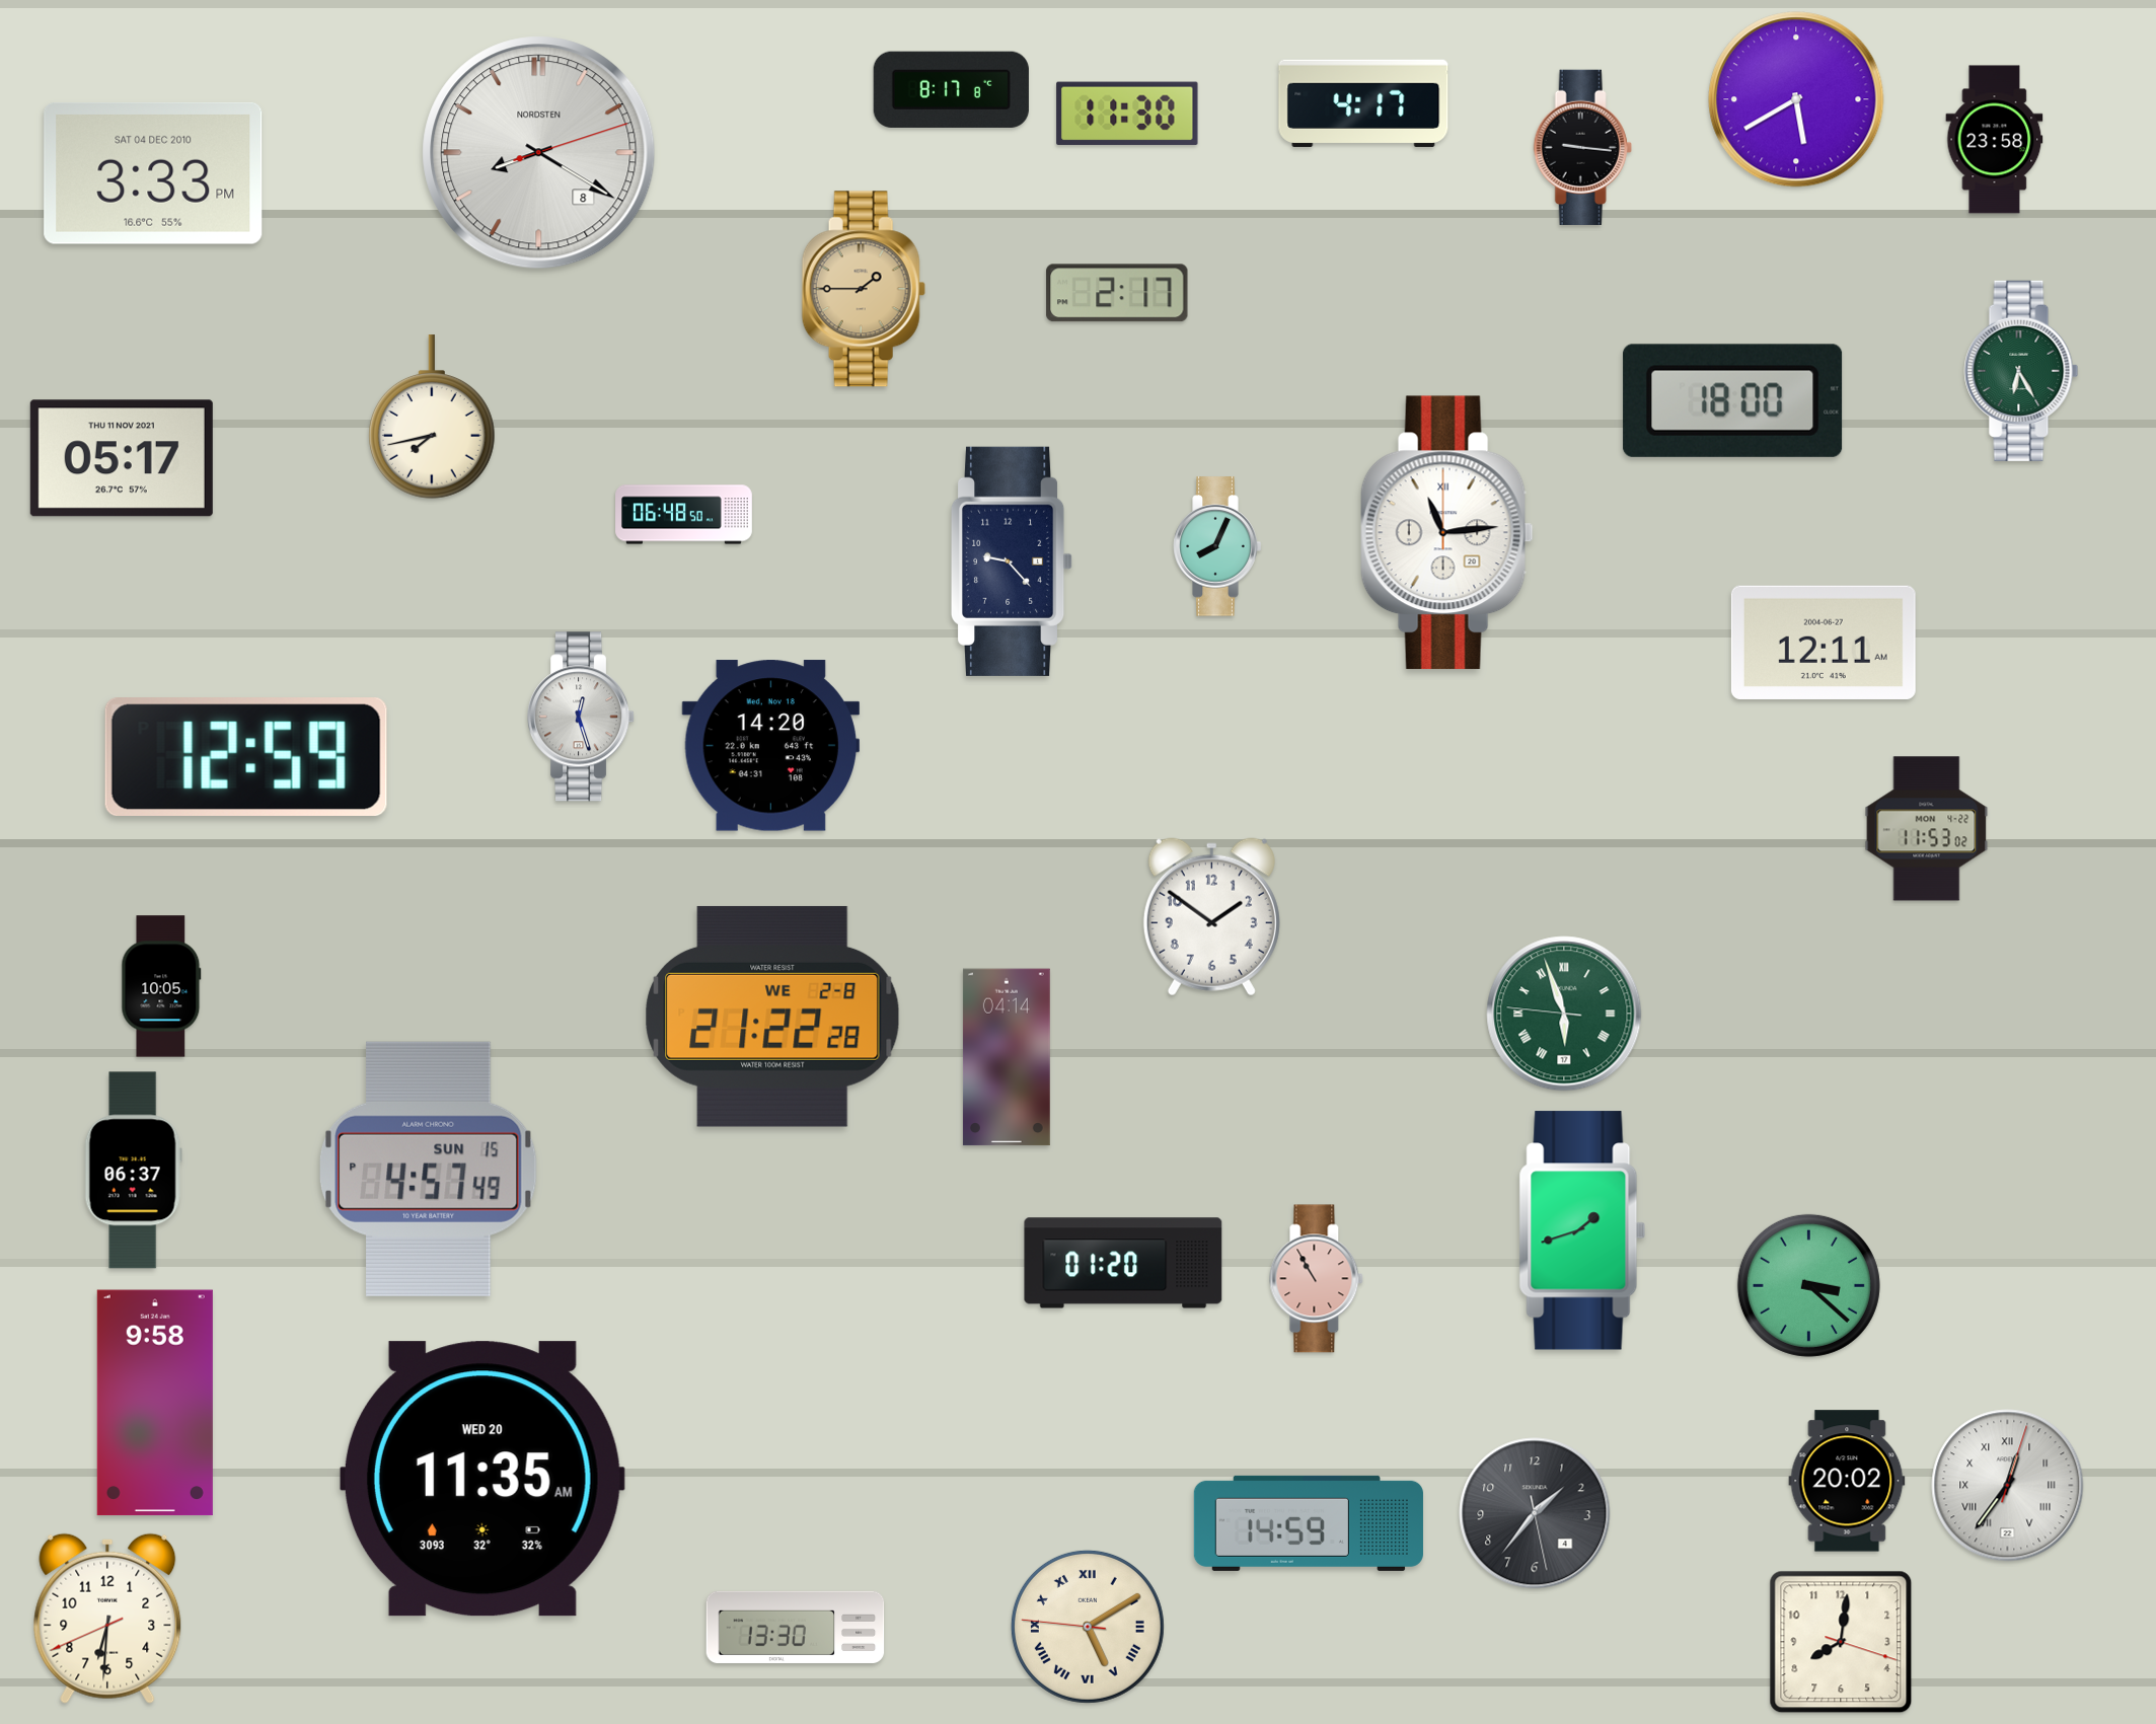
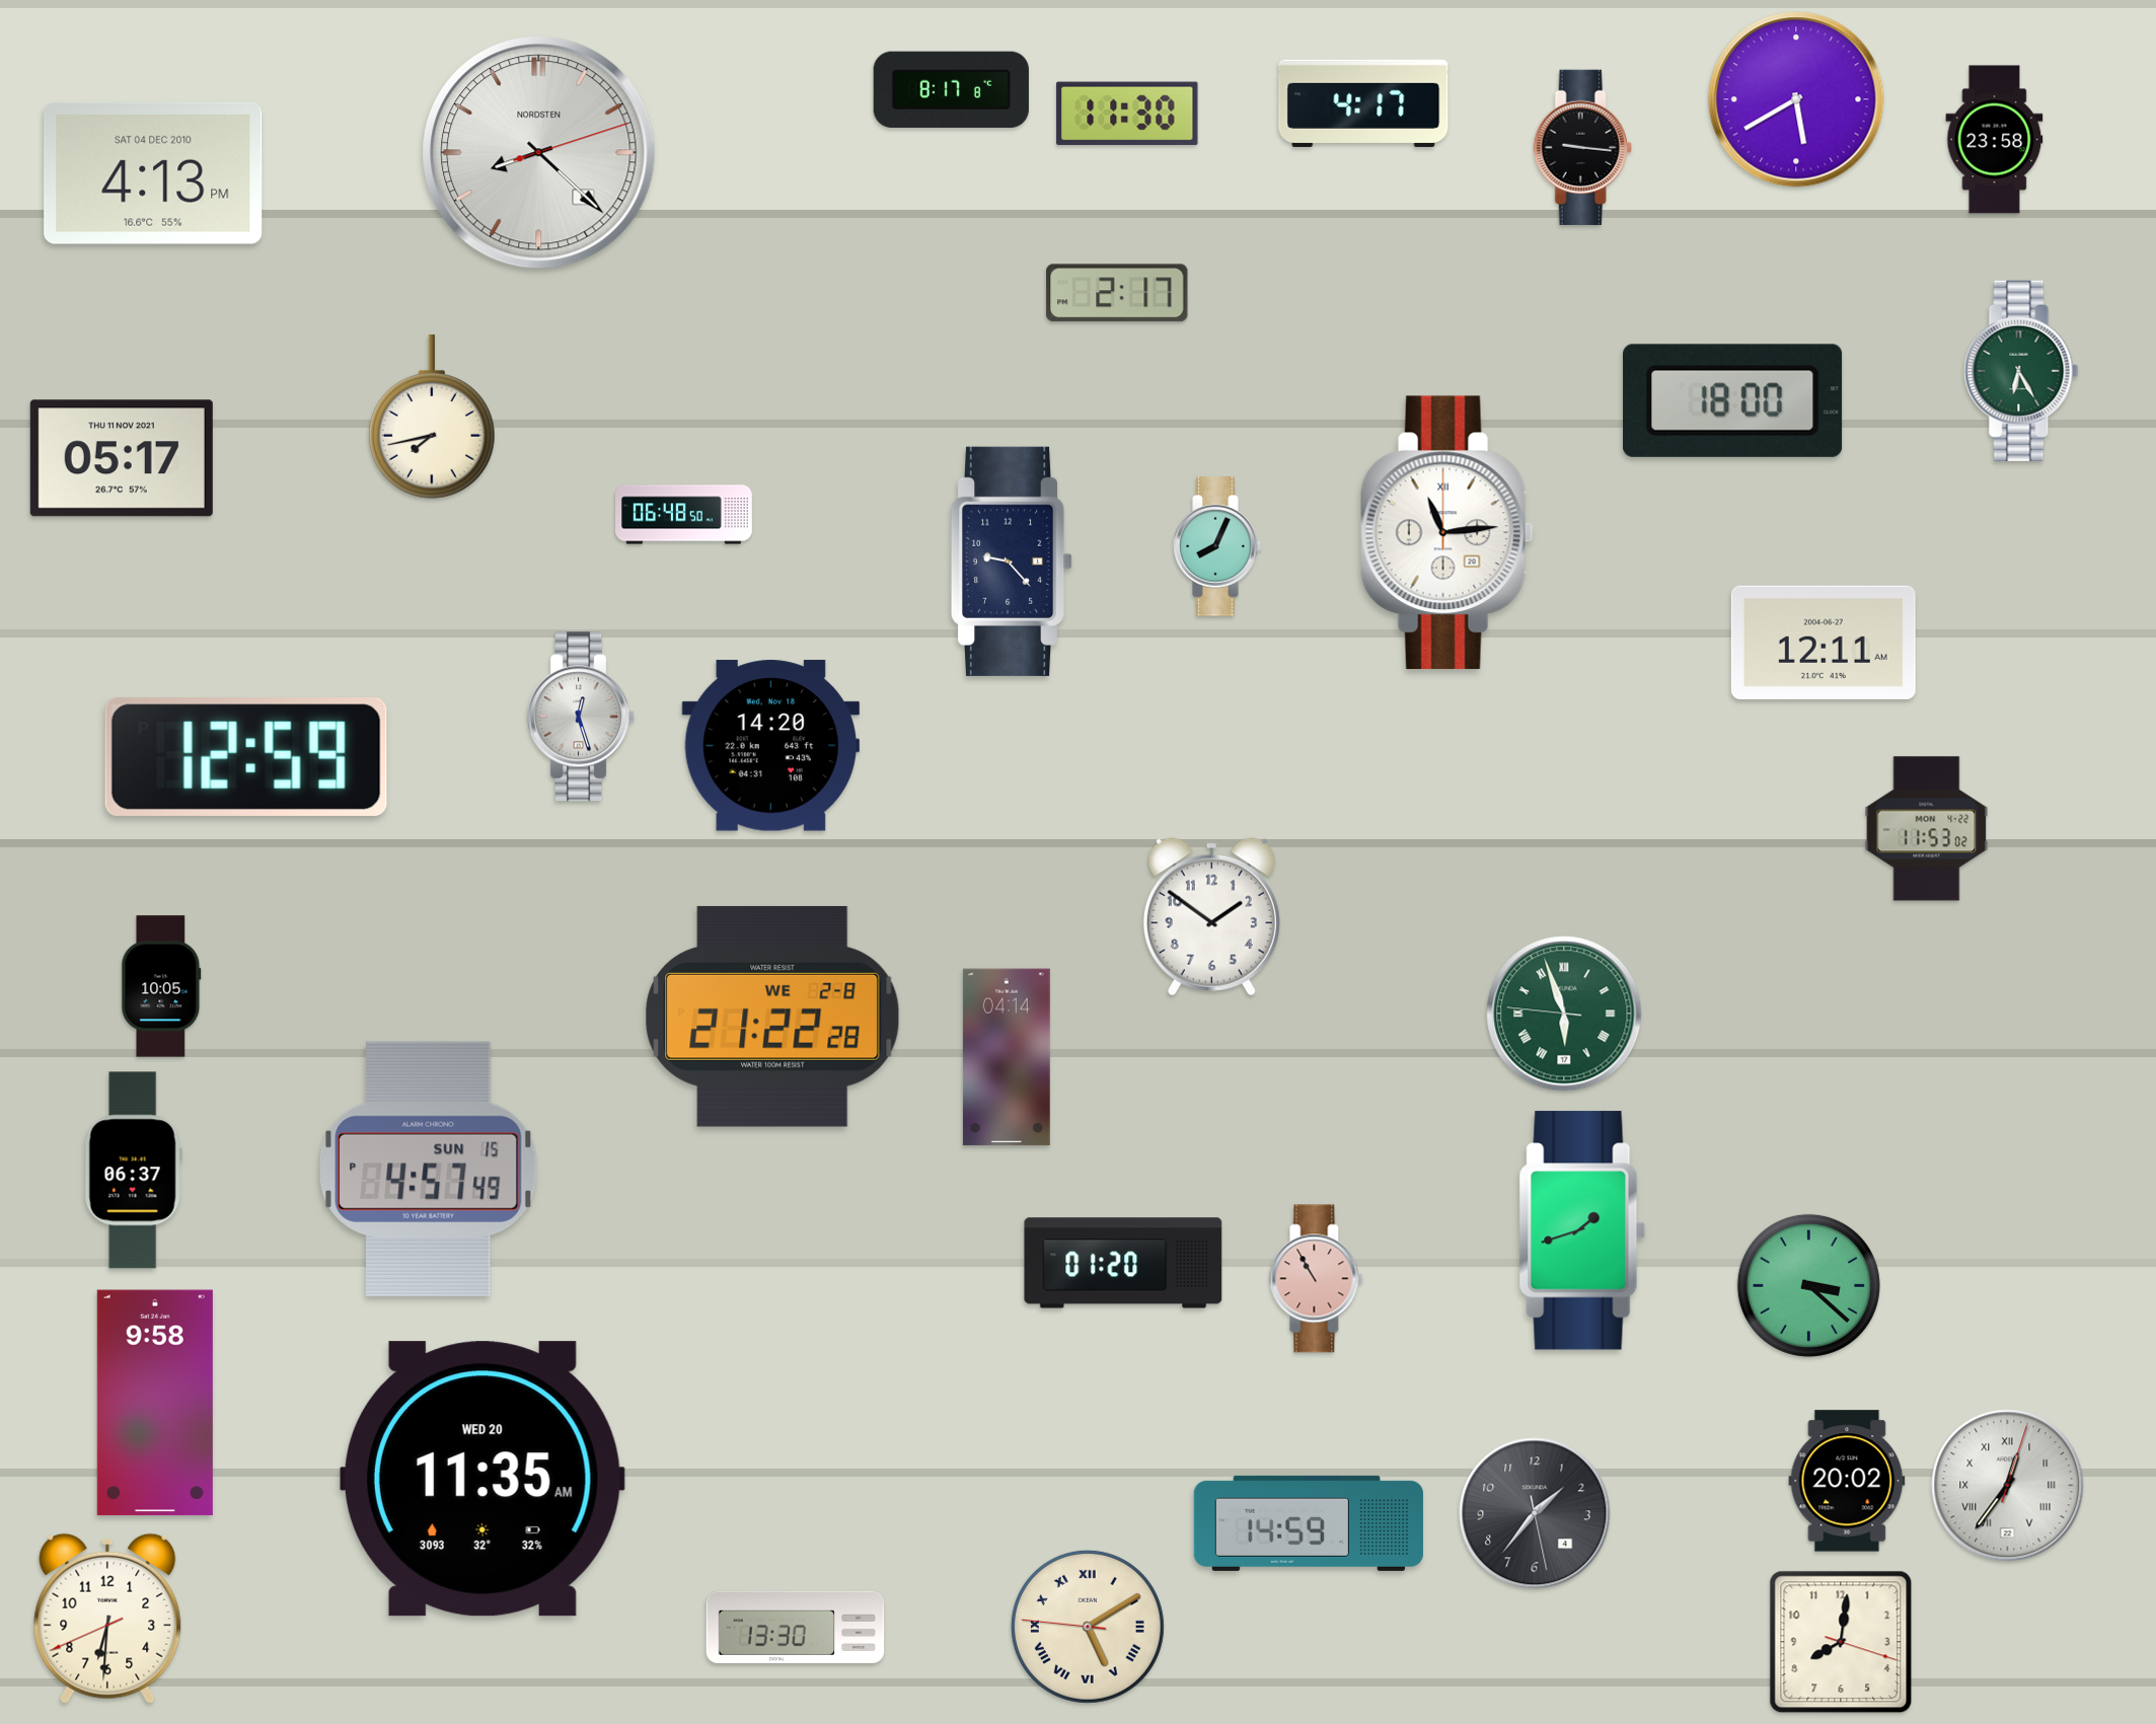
clock at (539, 153): 8:20 -> 8:22
clock at (153, 173): 3:33 -> 4:13
clock at (864, 289): 1:45 -> none
